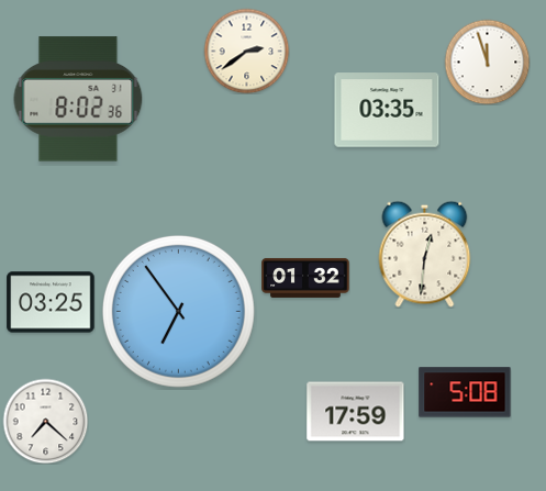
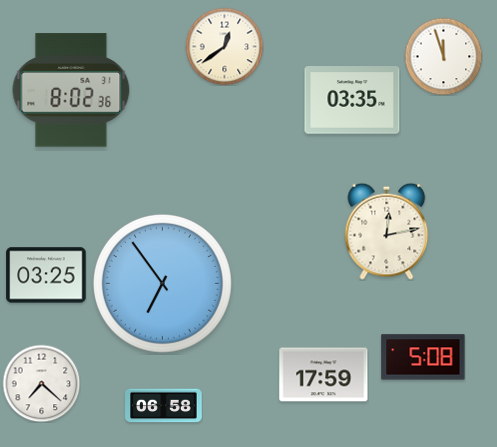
clock at (246, 51): 2:39 -> 12:39
clock at (425, 254): 12:31 -> 12:13
clock at (305, 278): 01:32 -> none
clock at (164, 406): none -> 06:58
